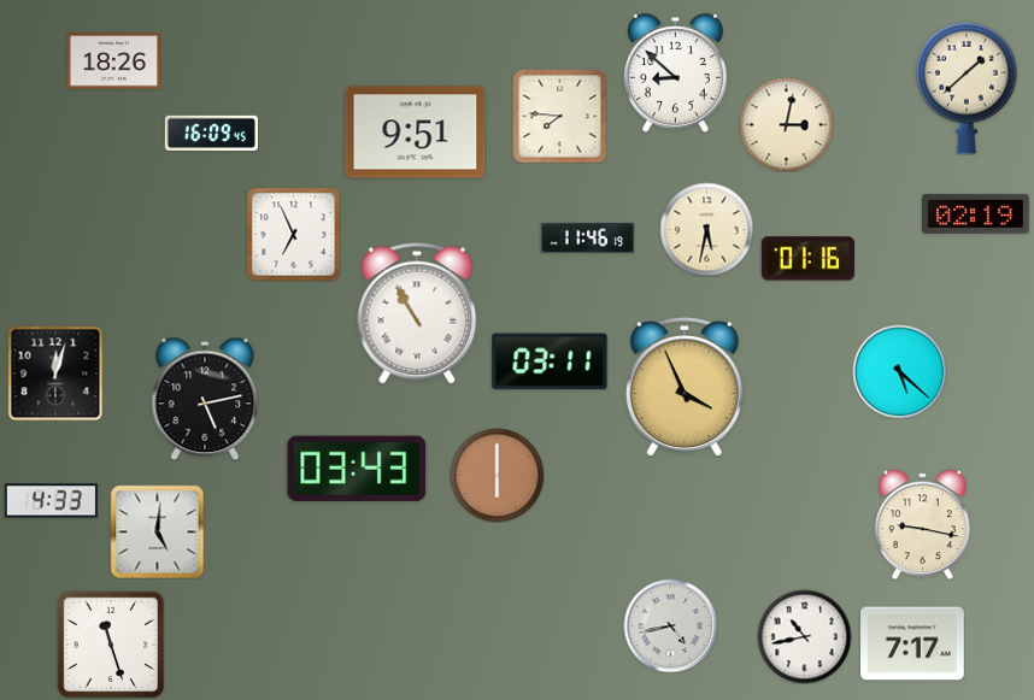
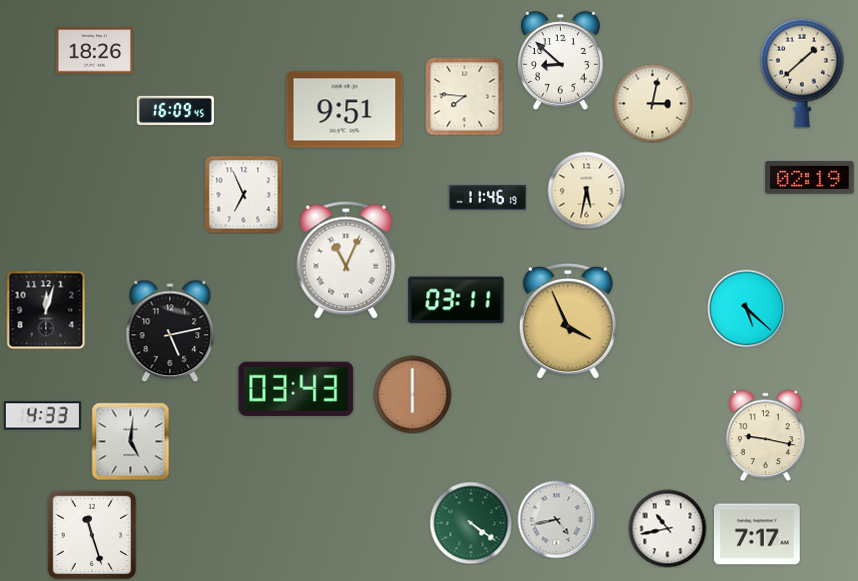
clock at (807, 259): 01:16 -> none
clock at (417, 313): 10:55 -> 11:04
clock at (471, 523): none -> 4:21
